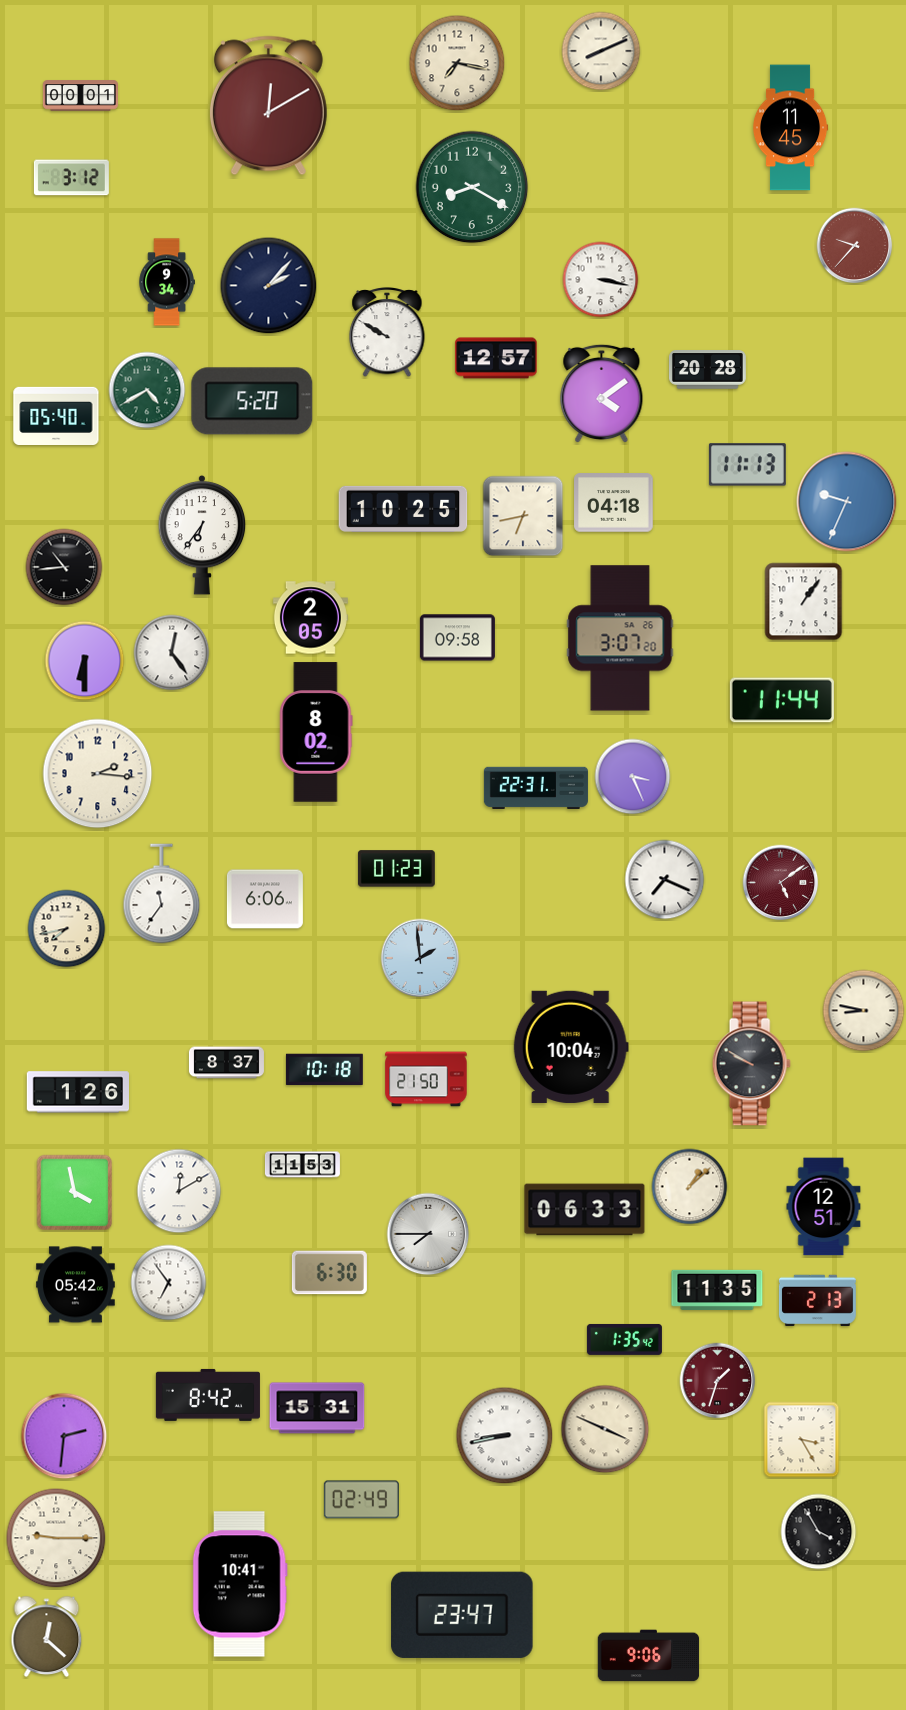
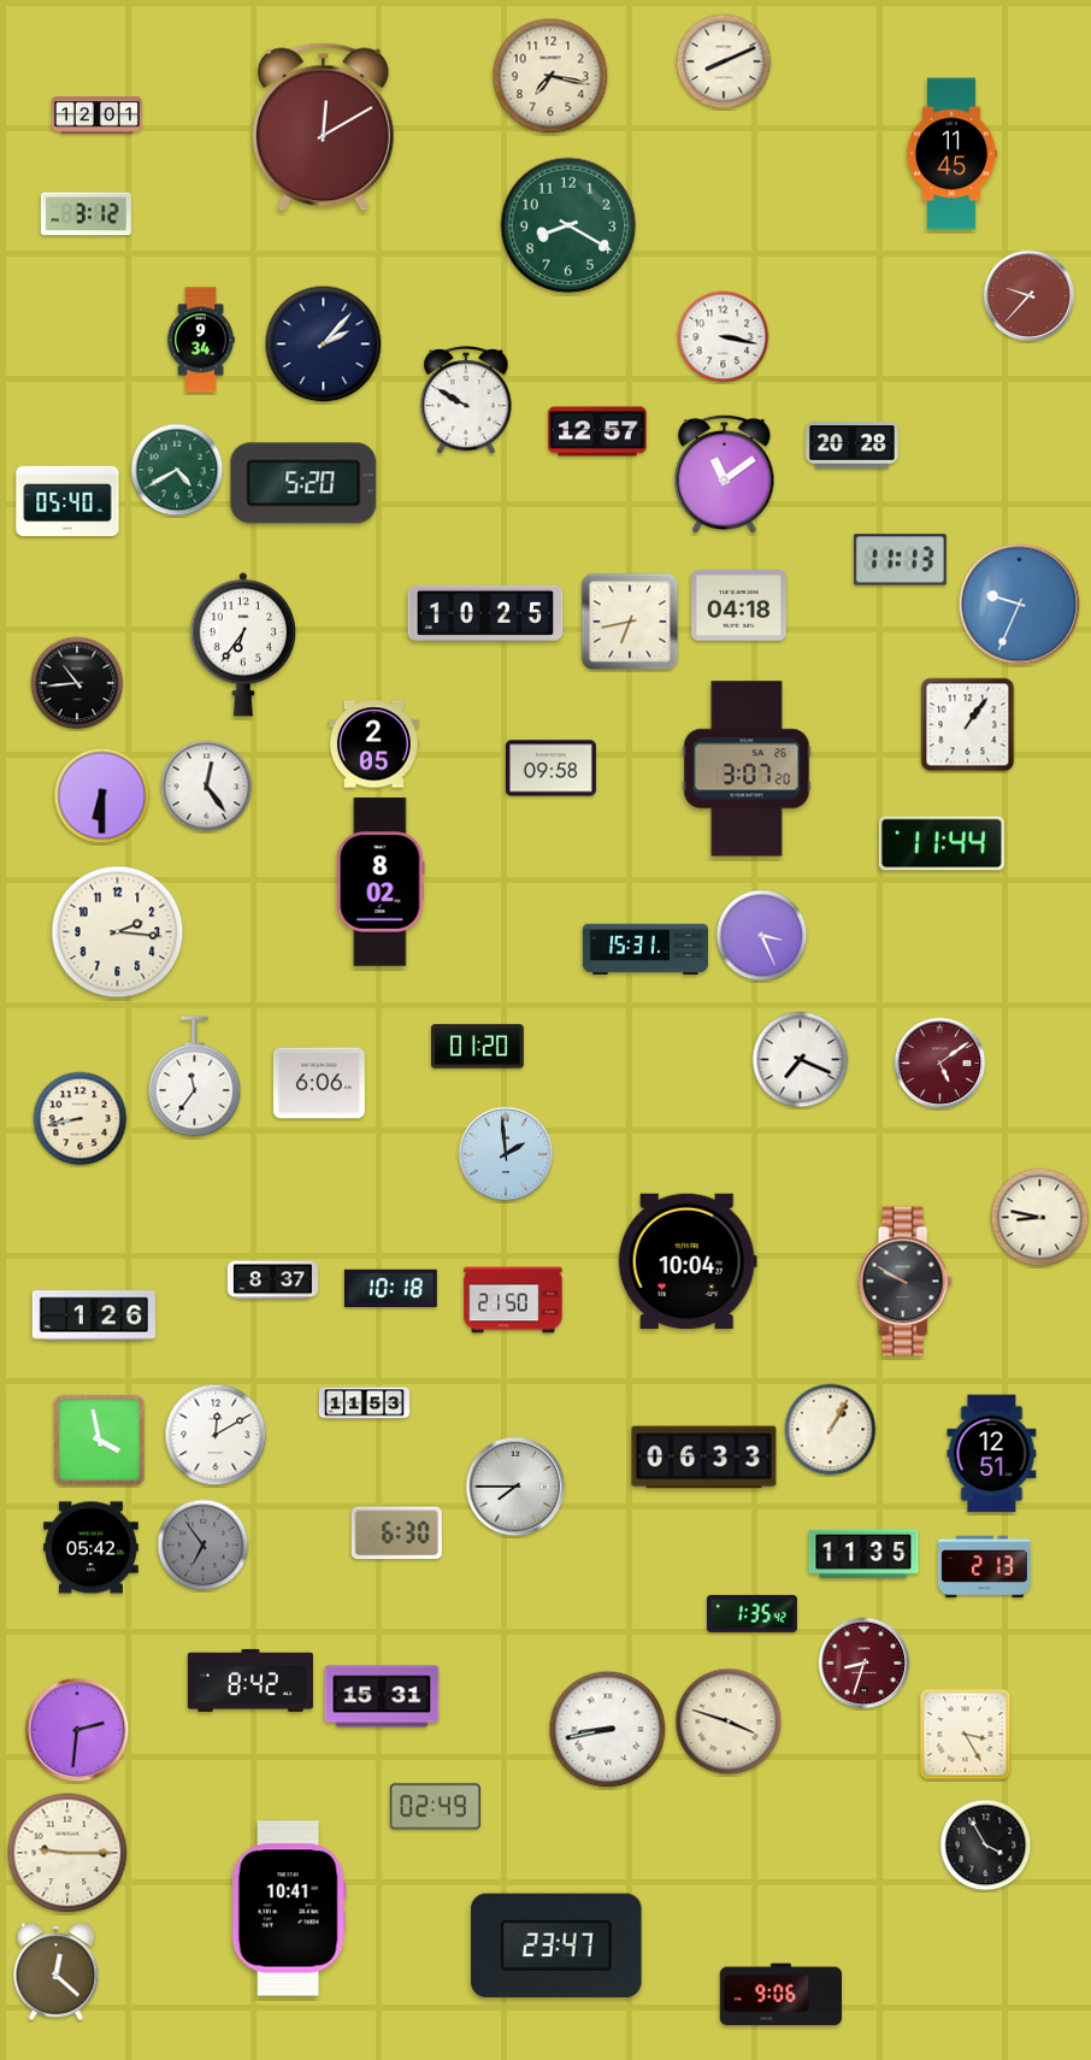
clock at (80, 96): 00:01 -> 12:01
clock at (602, 394): 4:09 -> 11:09
clock at (536, 787): 22:31 -> 15:31
clock at (396, 869): 01:23 -> 01:20
clock at (67, 929): 7:43 -> 8:43
clock at (690, 1187): 1:08 -> 1:05
clock at (75, 1193) position: (75, 1193) -> (100, 1441)
clock at (169, 1283) dial: white -> grey
clock at (718, 1381): 1:33 -> 8:33
clock at (605, 1429): 3:49 -> 3:48
